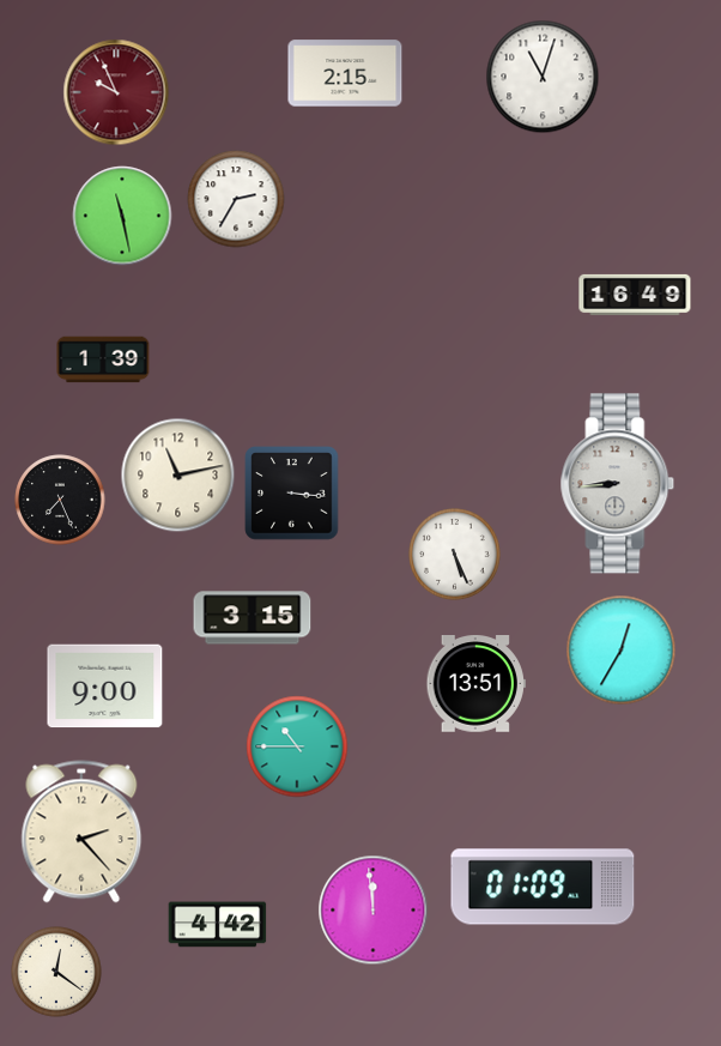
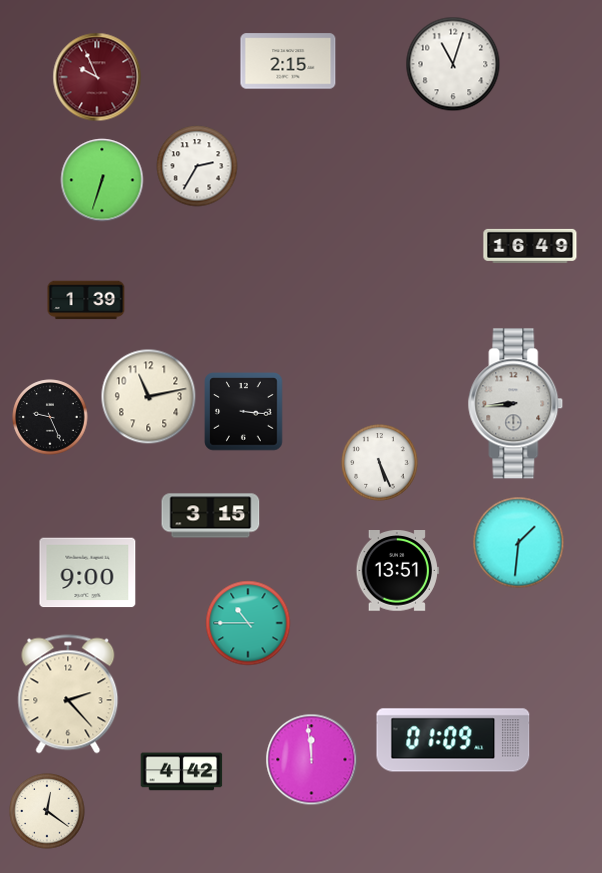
clock at (122, 216): 11:28 -> 6:33
clock at (60, 500): 7:26 -> 9:26
clock at (622, 651): 12:35 -> 1:31
